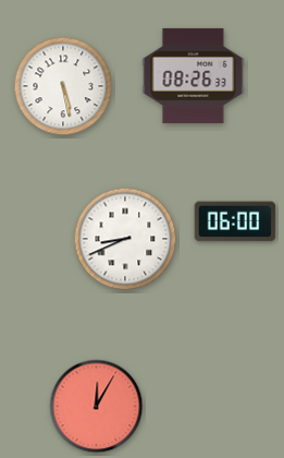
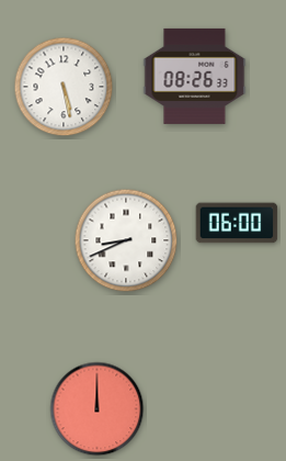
clock at (97, 407): 12:05 -> 12:00
